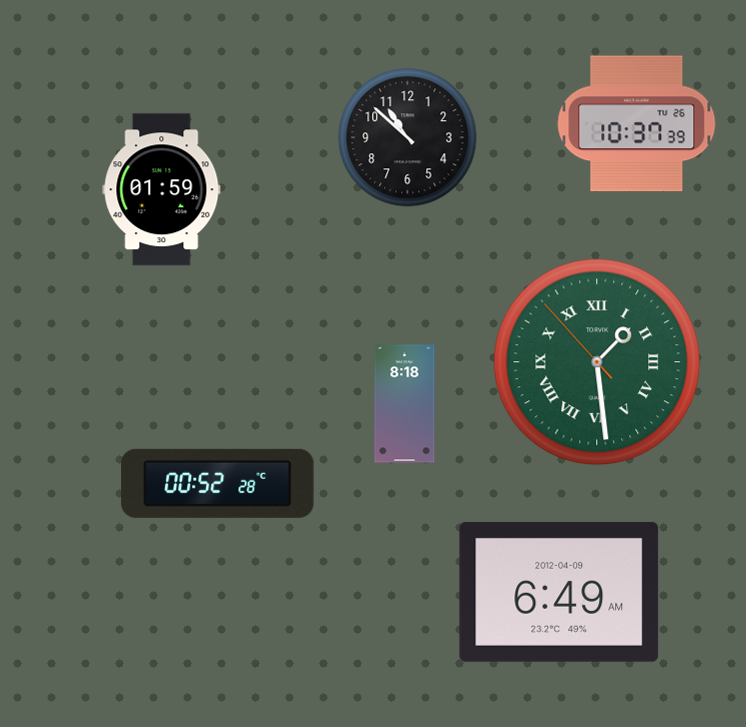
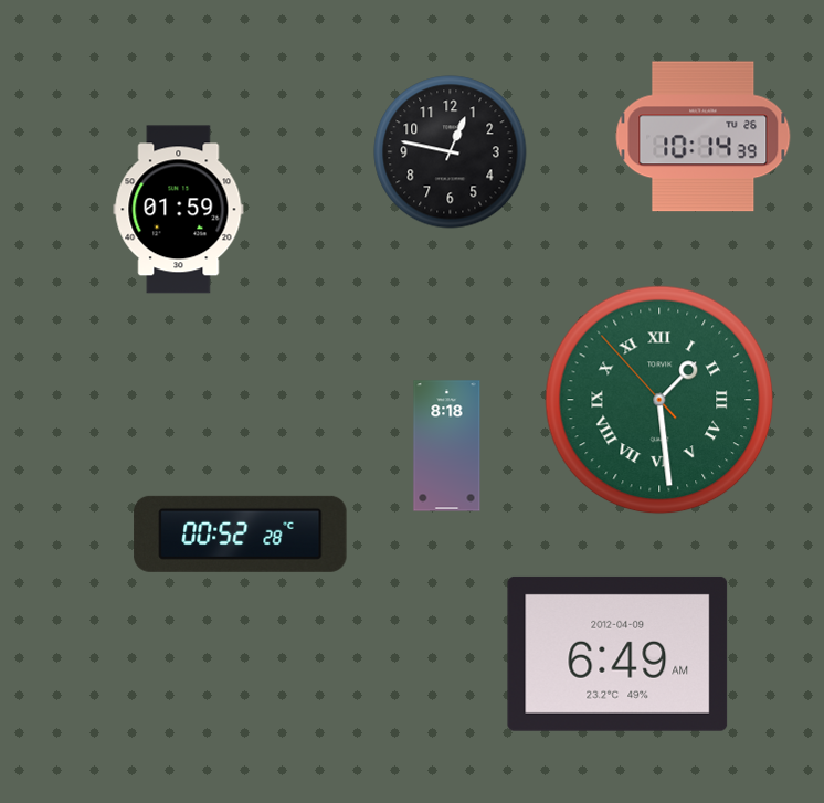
clock at (637, 124): 10:37 -> 10:14
clock at (408, 138): 10:52 -> 12:47
